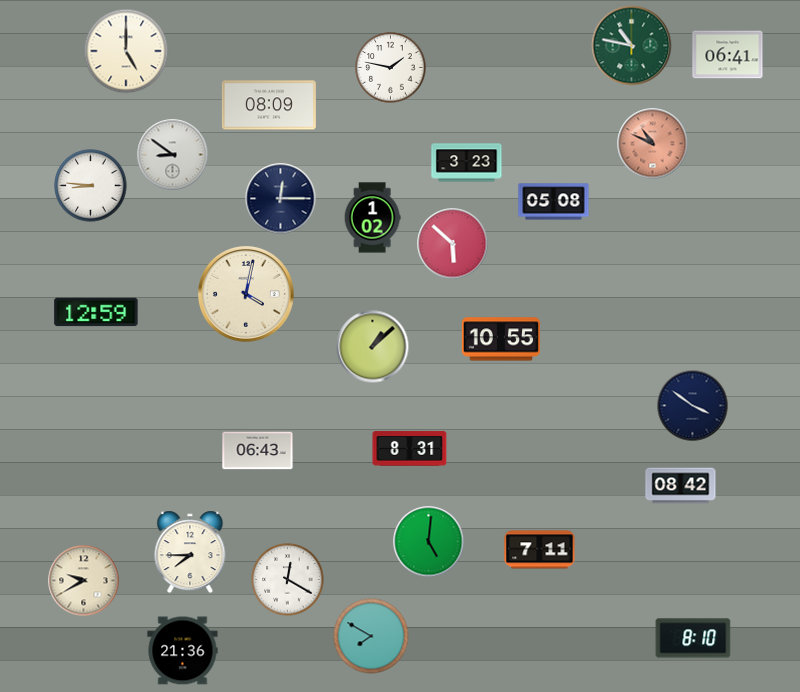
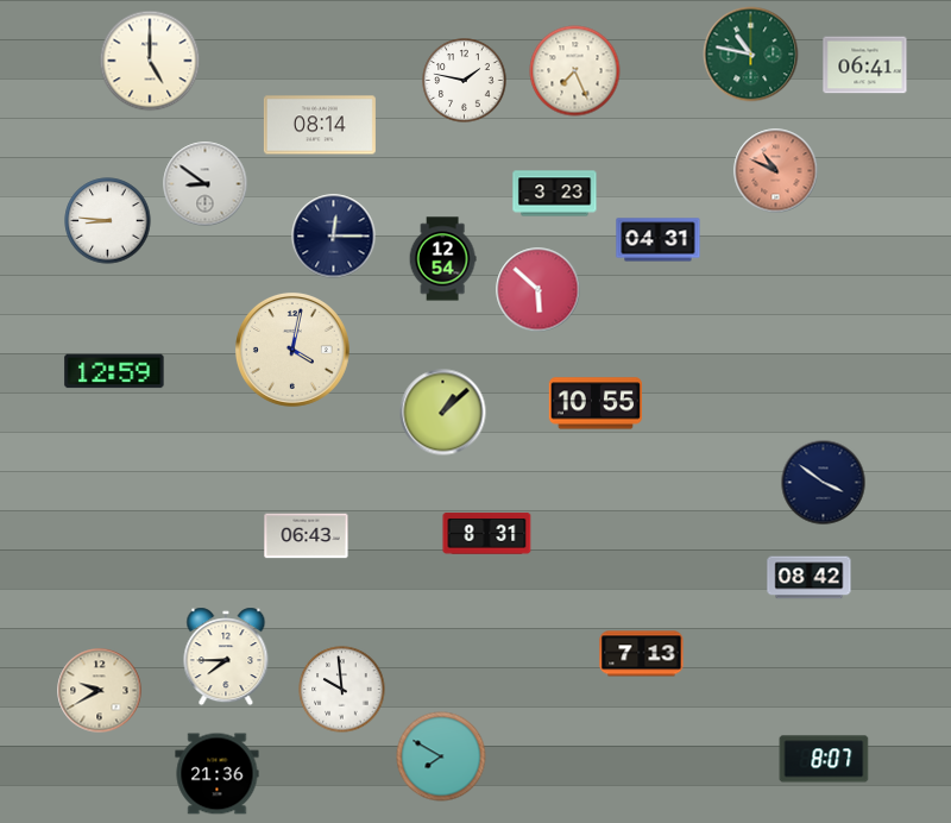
clock at (575, 71): none -> 7:26
clock at (269, 105): 08:09 -> 08:14
clock at (554, 202): 05:08 -> 04:31
clock at (372, 218): 1:02 -> 12:54
clock at (429, 542): 5:01 -> none
clock at (540, 550): 7:11 -> 7:13
clock at (288, 580): 12:20 -> 9:59
clock at (693, 638): 8:10 -> 8:07
